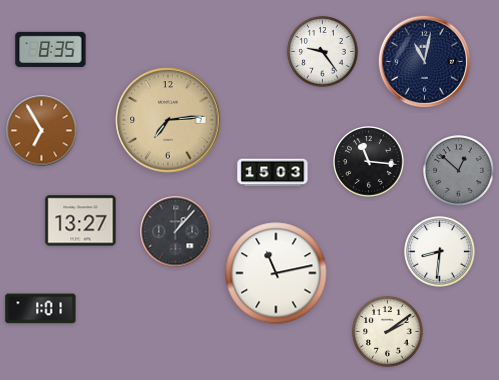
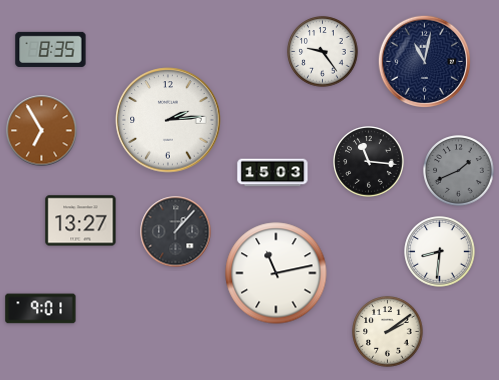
clock at (168, 120): 7:14 -> 2:14
clock at (168, 120) dial: champagne -> white
clock at (459, 171): 12:52 -> 1:41
clock at (41, 309): 1:01 -> 9:01
